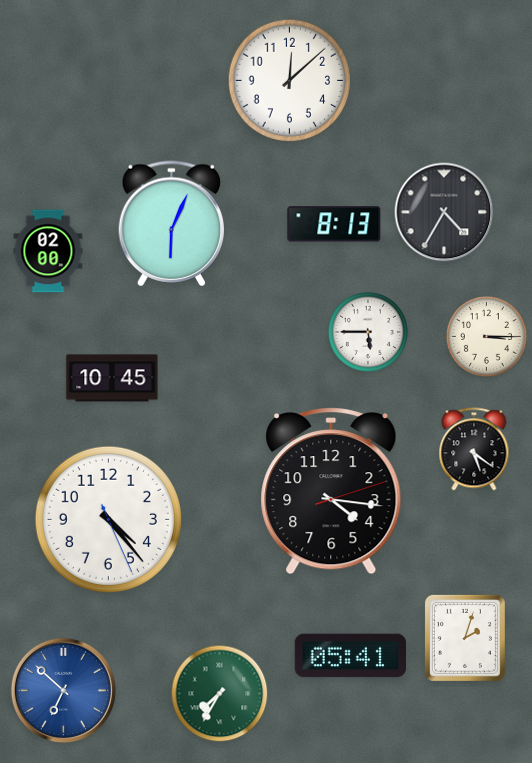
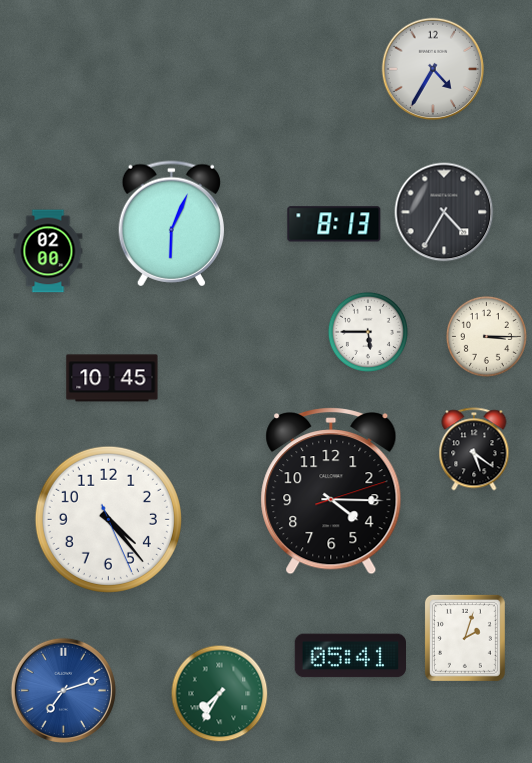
clock at (433, 69): none -> 4:35
clock at (289, 80): 12:08 -> none
clock at (331, 491): 4:16 -> 4:15
clock at (63, 690): 6:52 -> 7:12
